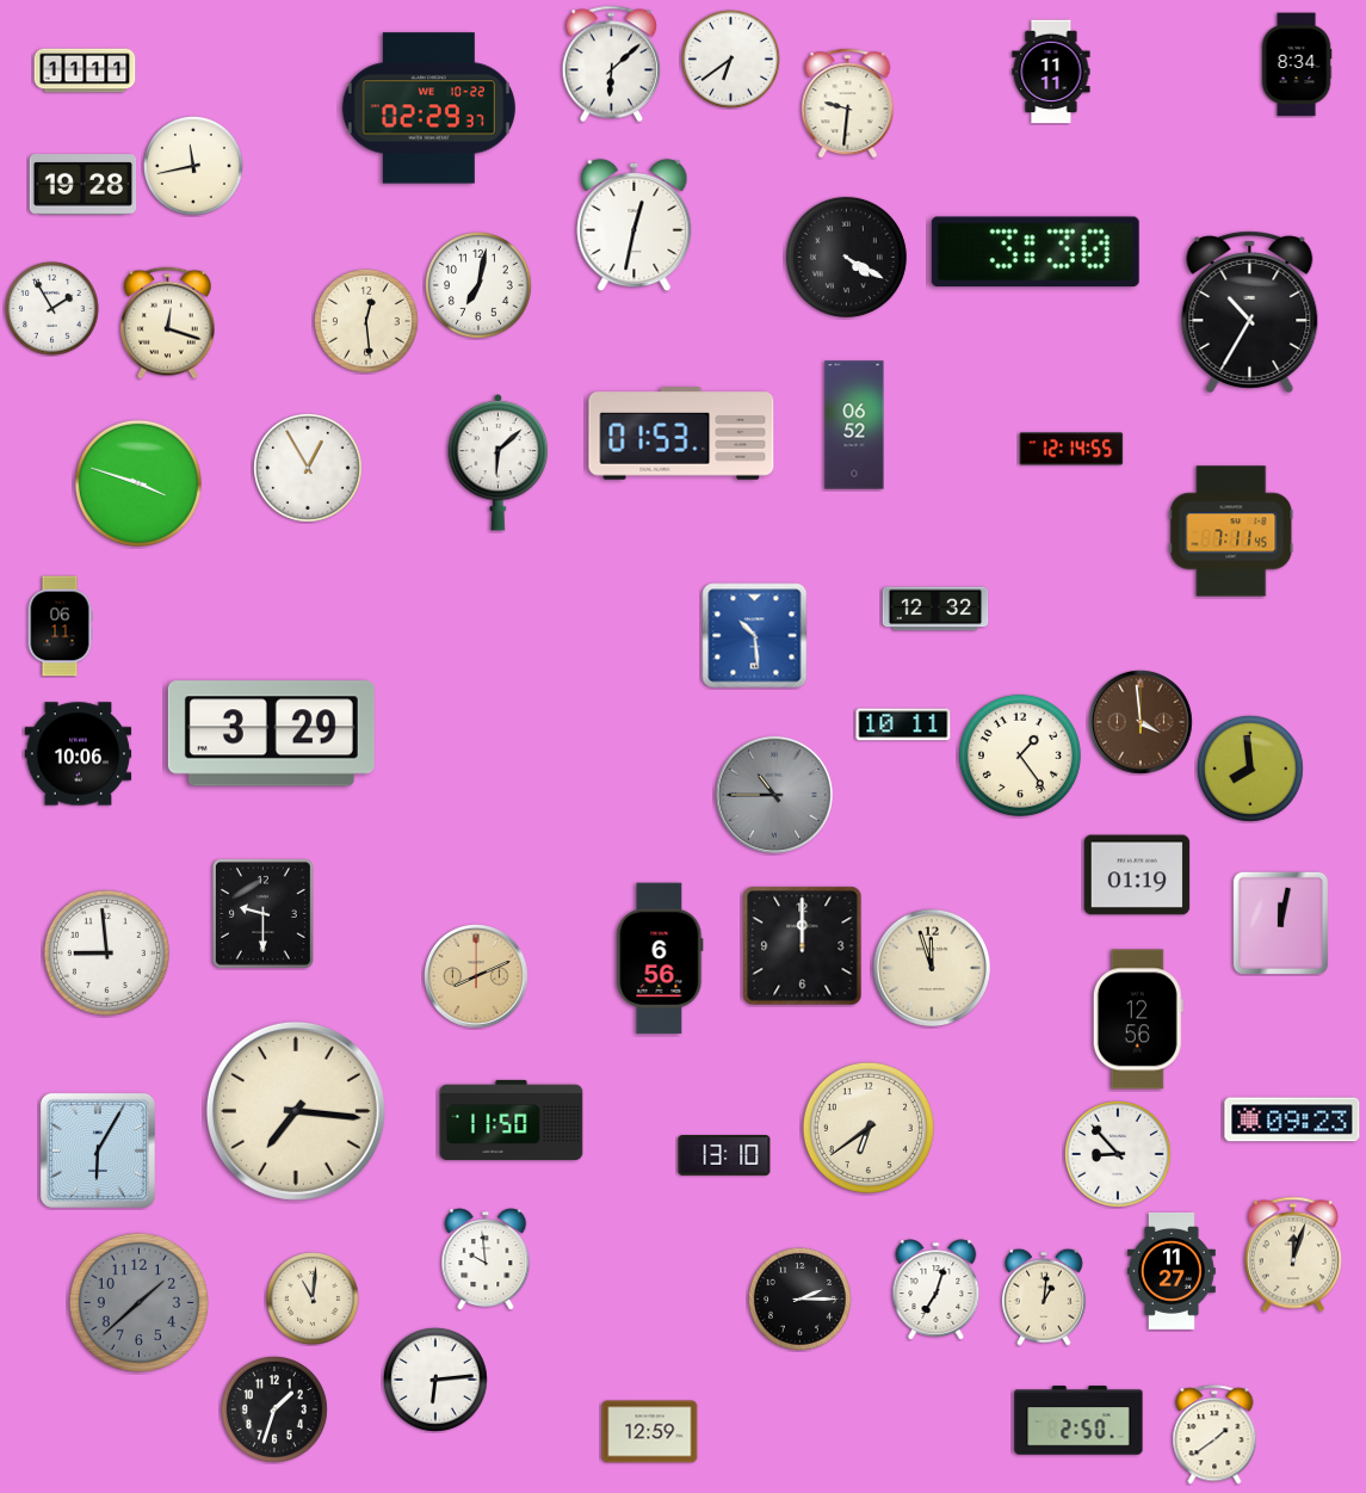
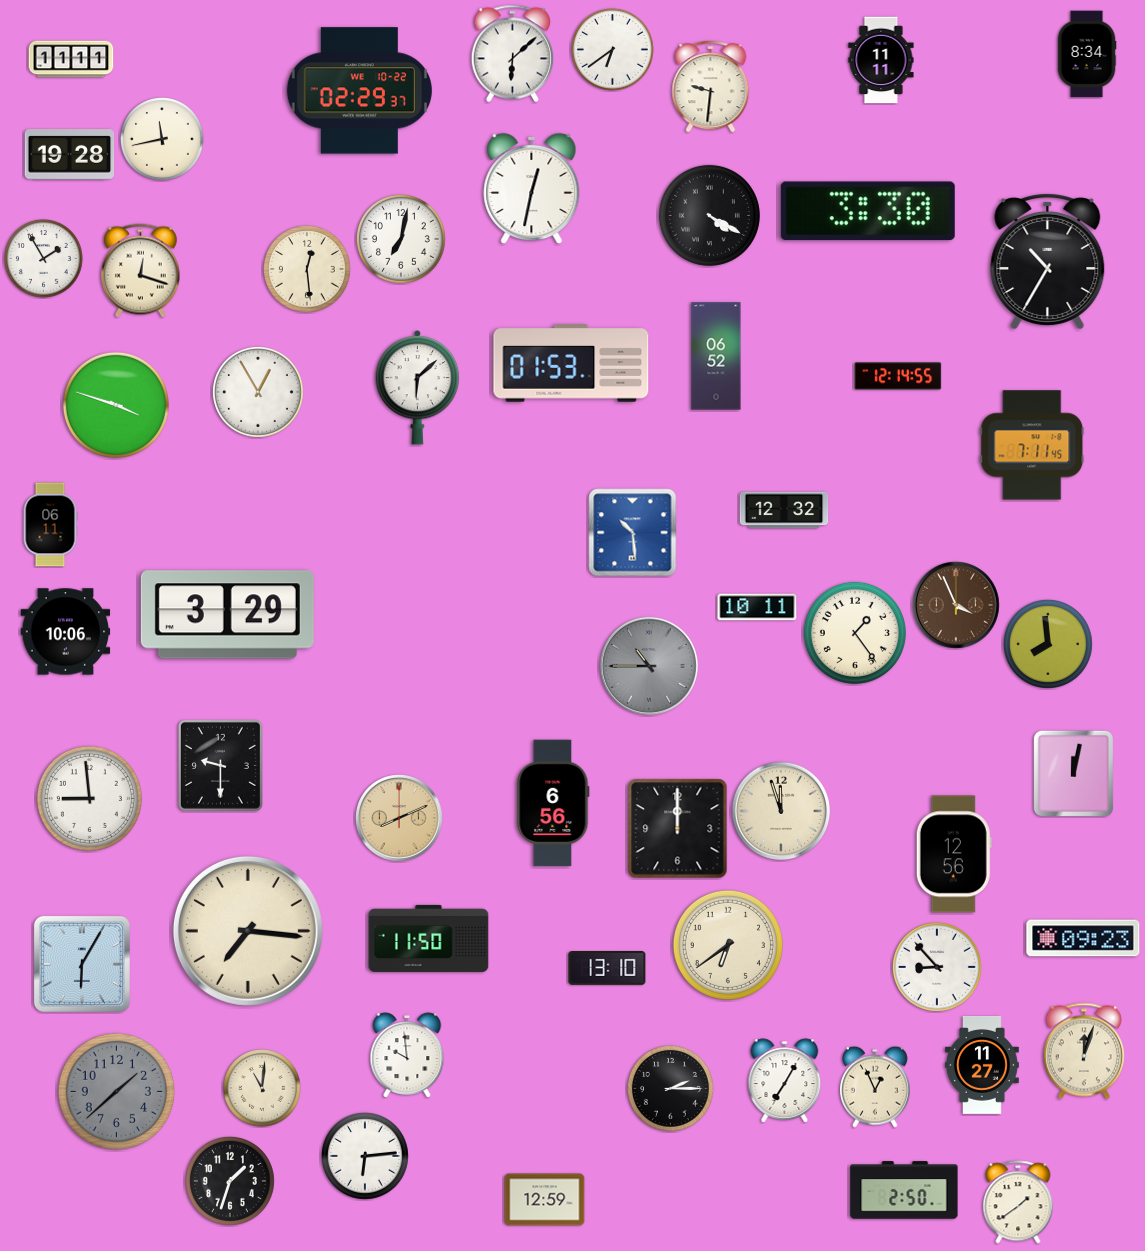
clock at (1142, 723): 3:59 -> 3:56
clock at (1137, 875): 01:19 -> none
clock at (803, 946) position: (803, 946) -> (678, 829)
clock at (937, 1290): 7:03 -> 7:05
clock at (1044, 1297): 1:01 -> 12:56
